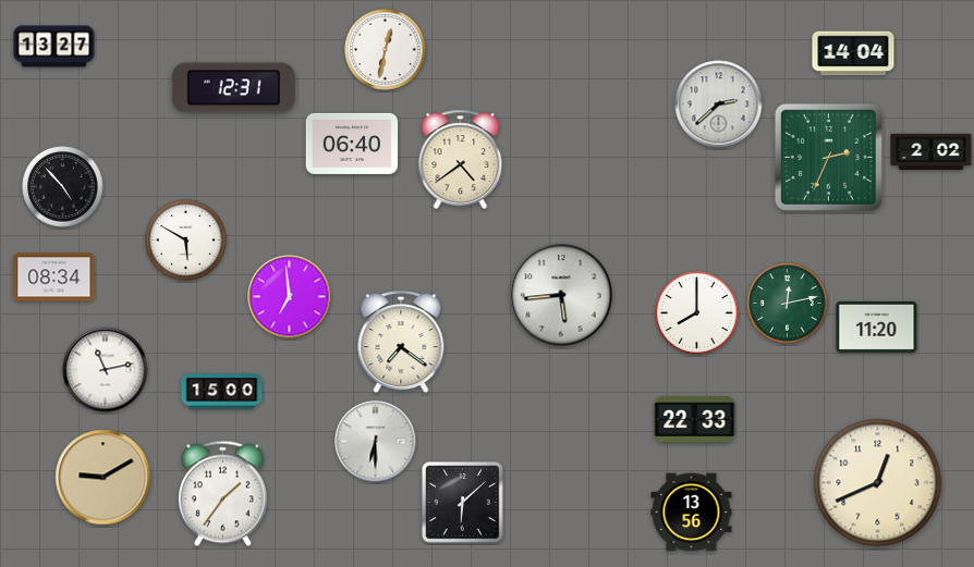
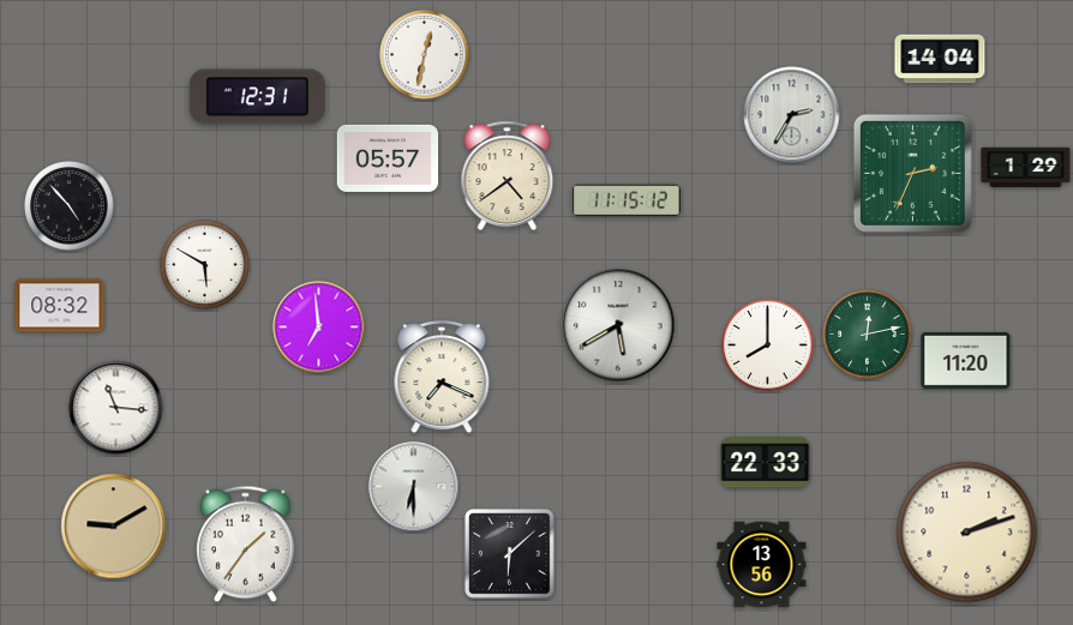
clock at (54, 47): 13:27 -> none
clock at (719, 104): 2:38 -> 2:35
clock at (352, 144): 06:40 -> 05:57
clock at (932, 152): 2:02 -> 1:29
clock at (627, 200): none -> 11:15
clock at (54, 278): 08:34 -> 08:32
clock at (561, 295): 5:44 -> 5:40
clock at (401, 343): 7:21 -> 7:19
clock at (106, 370): 11:13 -> 11:16
clock at (222, 392): 15:00 -> none
clock at (878, 483): 12:41 -> 2:12
